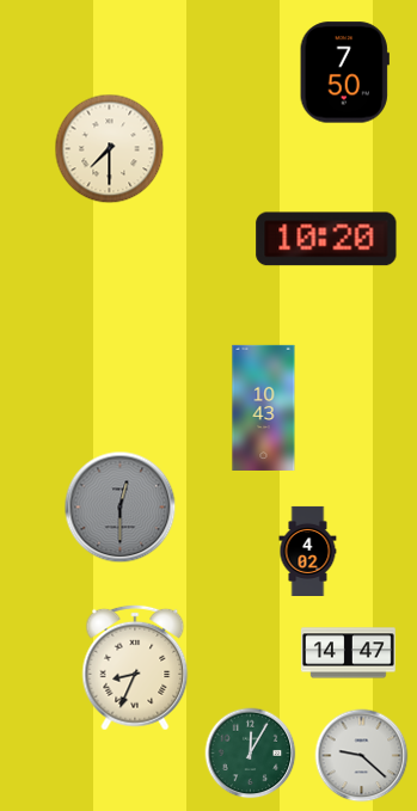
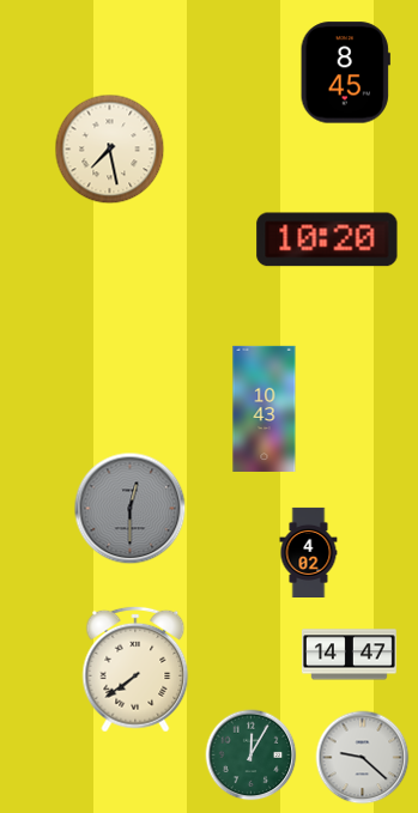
clock at (344, 73): 7:50 -> 8:45
clock at (110, 149): 7:30 -> 7:28
clock at (121, 508) position: (121, 508) -> (131, 509)
clock at (135, 668): 8:34 -> 7:39
